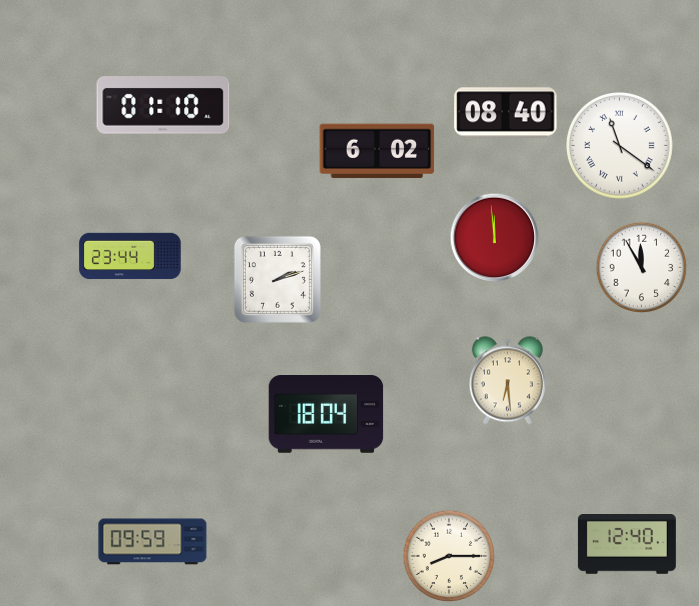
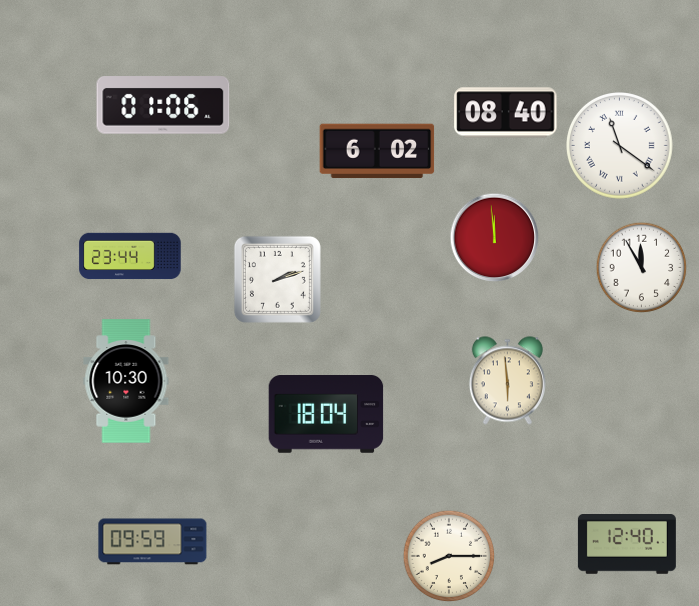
clock at (163, 105): 01:10 -> 01:06
clock at (126, 381): none -> 10:30
clock at (507, 381): 6:29 -> 5:59
